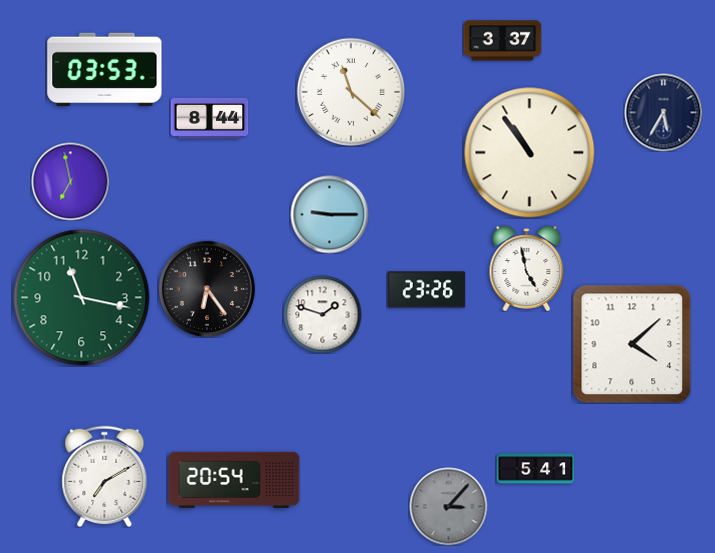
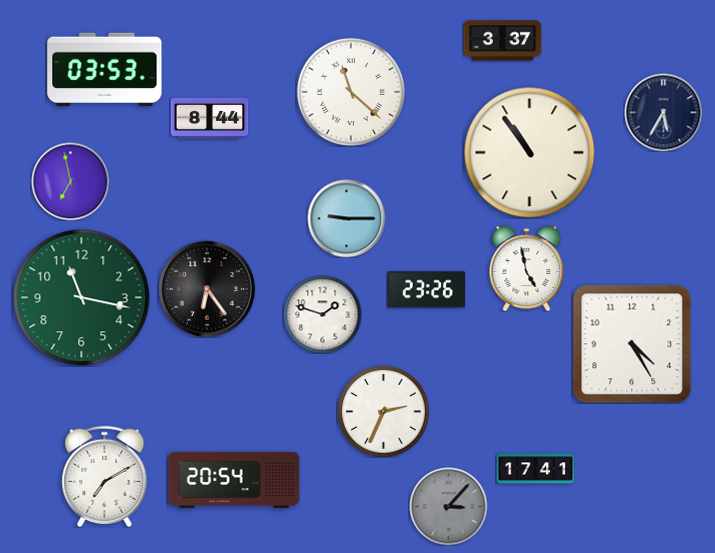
clock at (329, 214) position: (329, 214) -> (346, 218)
clock at (632, 344): 4:08 -> 4:25
clock at (383, 411): none -> 2:34
clock at (535, 469): 5:41 -> 17:41
